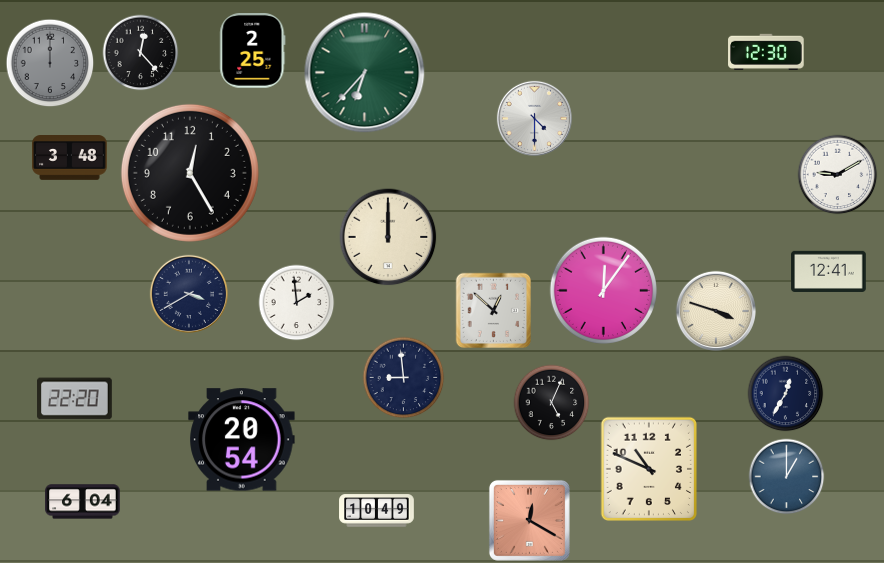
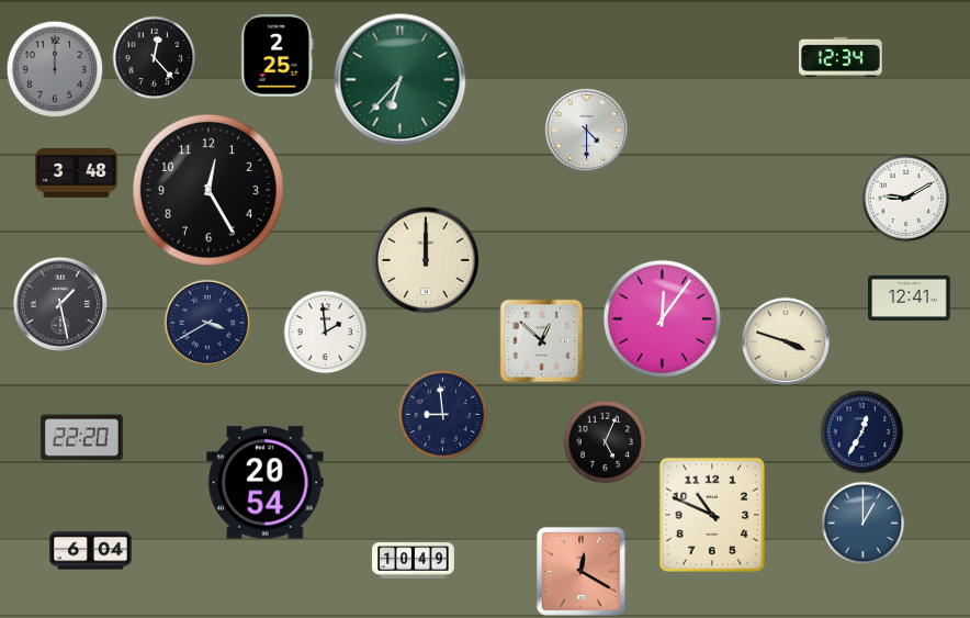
clock at (766, 51): 12:30 -> 12:34
clock at (838, 175) position: (838, 175) -> (906, 199)
clock at (60, 304): none -> 1:28
